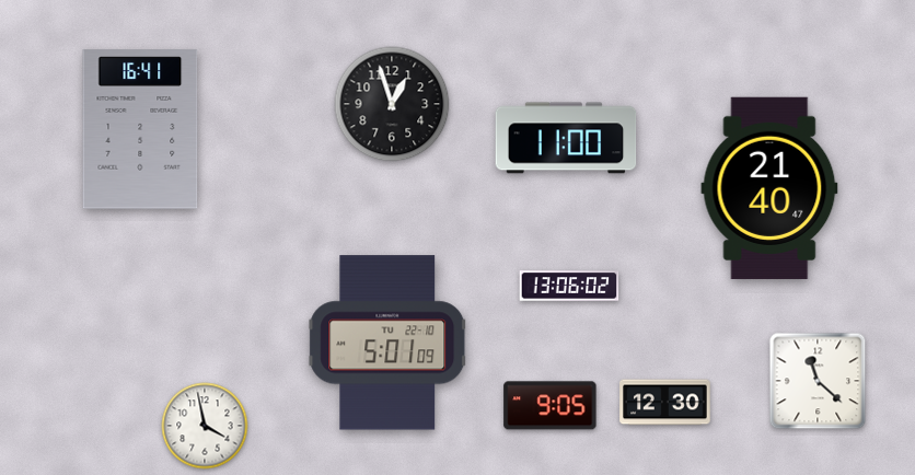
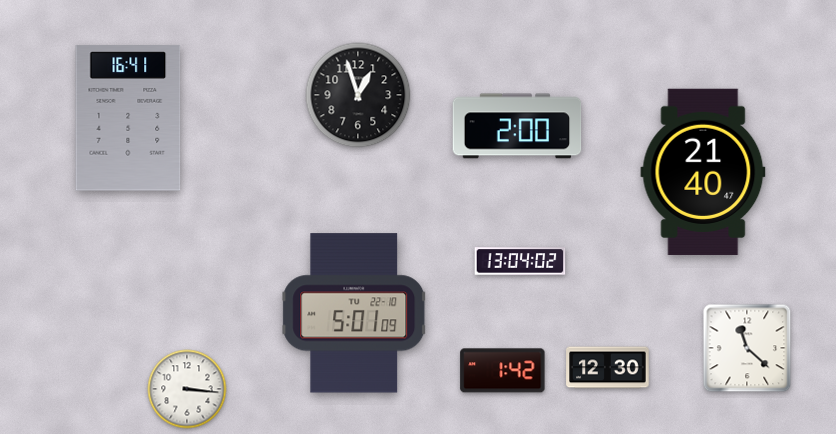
clock at (566, 138): 11:00 -> 2:00
clock at (569, 286): 13:06 -> 13:04
clock at (551, 406): 9:05 -> 1:42
clock at (205, 426): 3:58 -> 3:16
